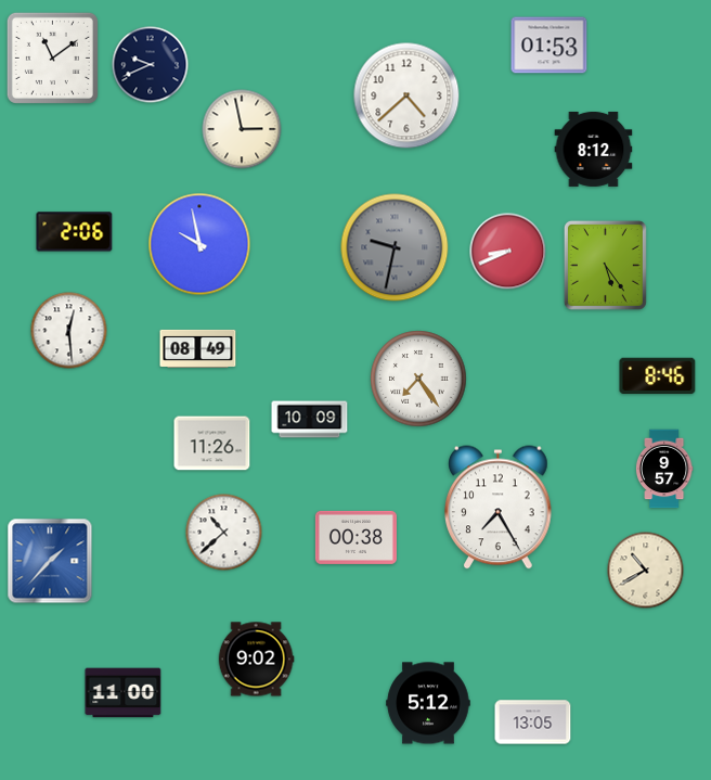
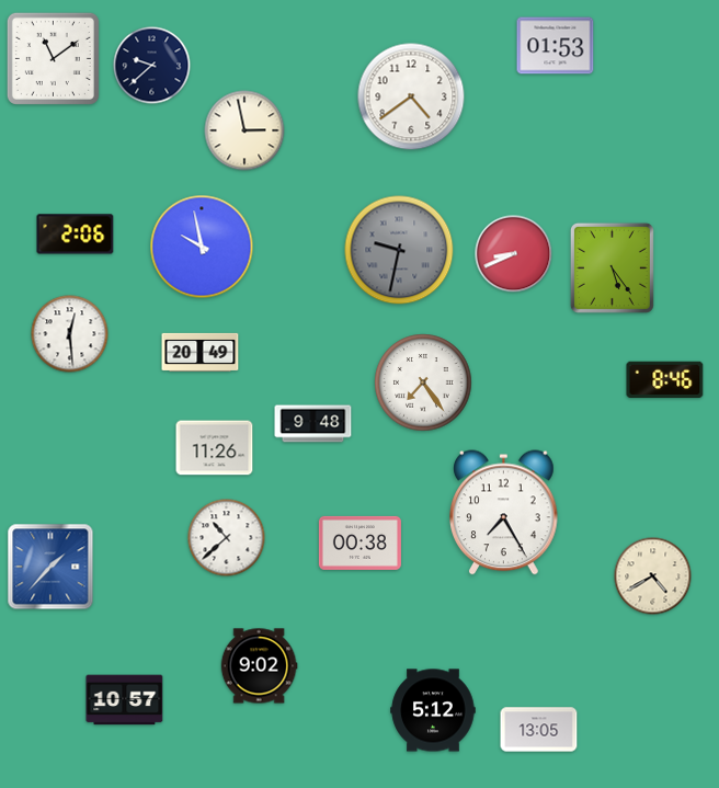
clock at (151, 65): 9:41 -> 9:38
clock at (406, 95): 4:38 -> 4:39
clock at (594, 149): 8:12 -> none
clock at (198, 348): 08:49 -> 20:49
clock at (310, 420): 10:09 -> 9:48
clock at (664, 469): 9:57 -> none
clock at (646, 571): 10:40 -> 4:40
clock at (124, 693): 11:00 -> 10:57
